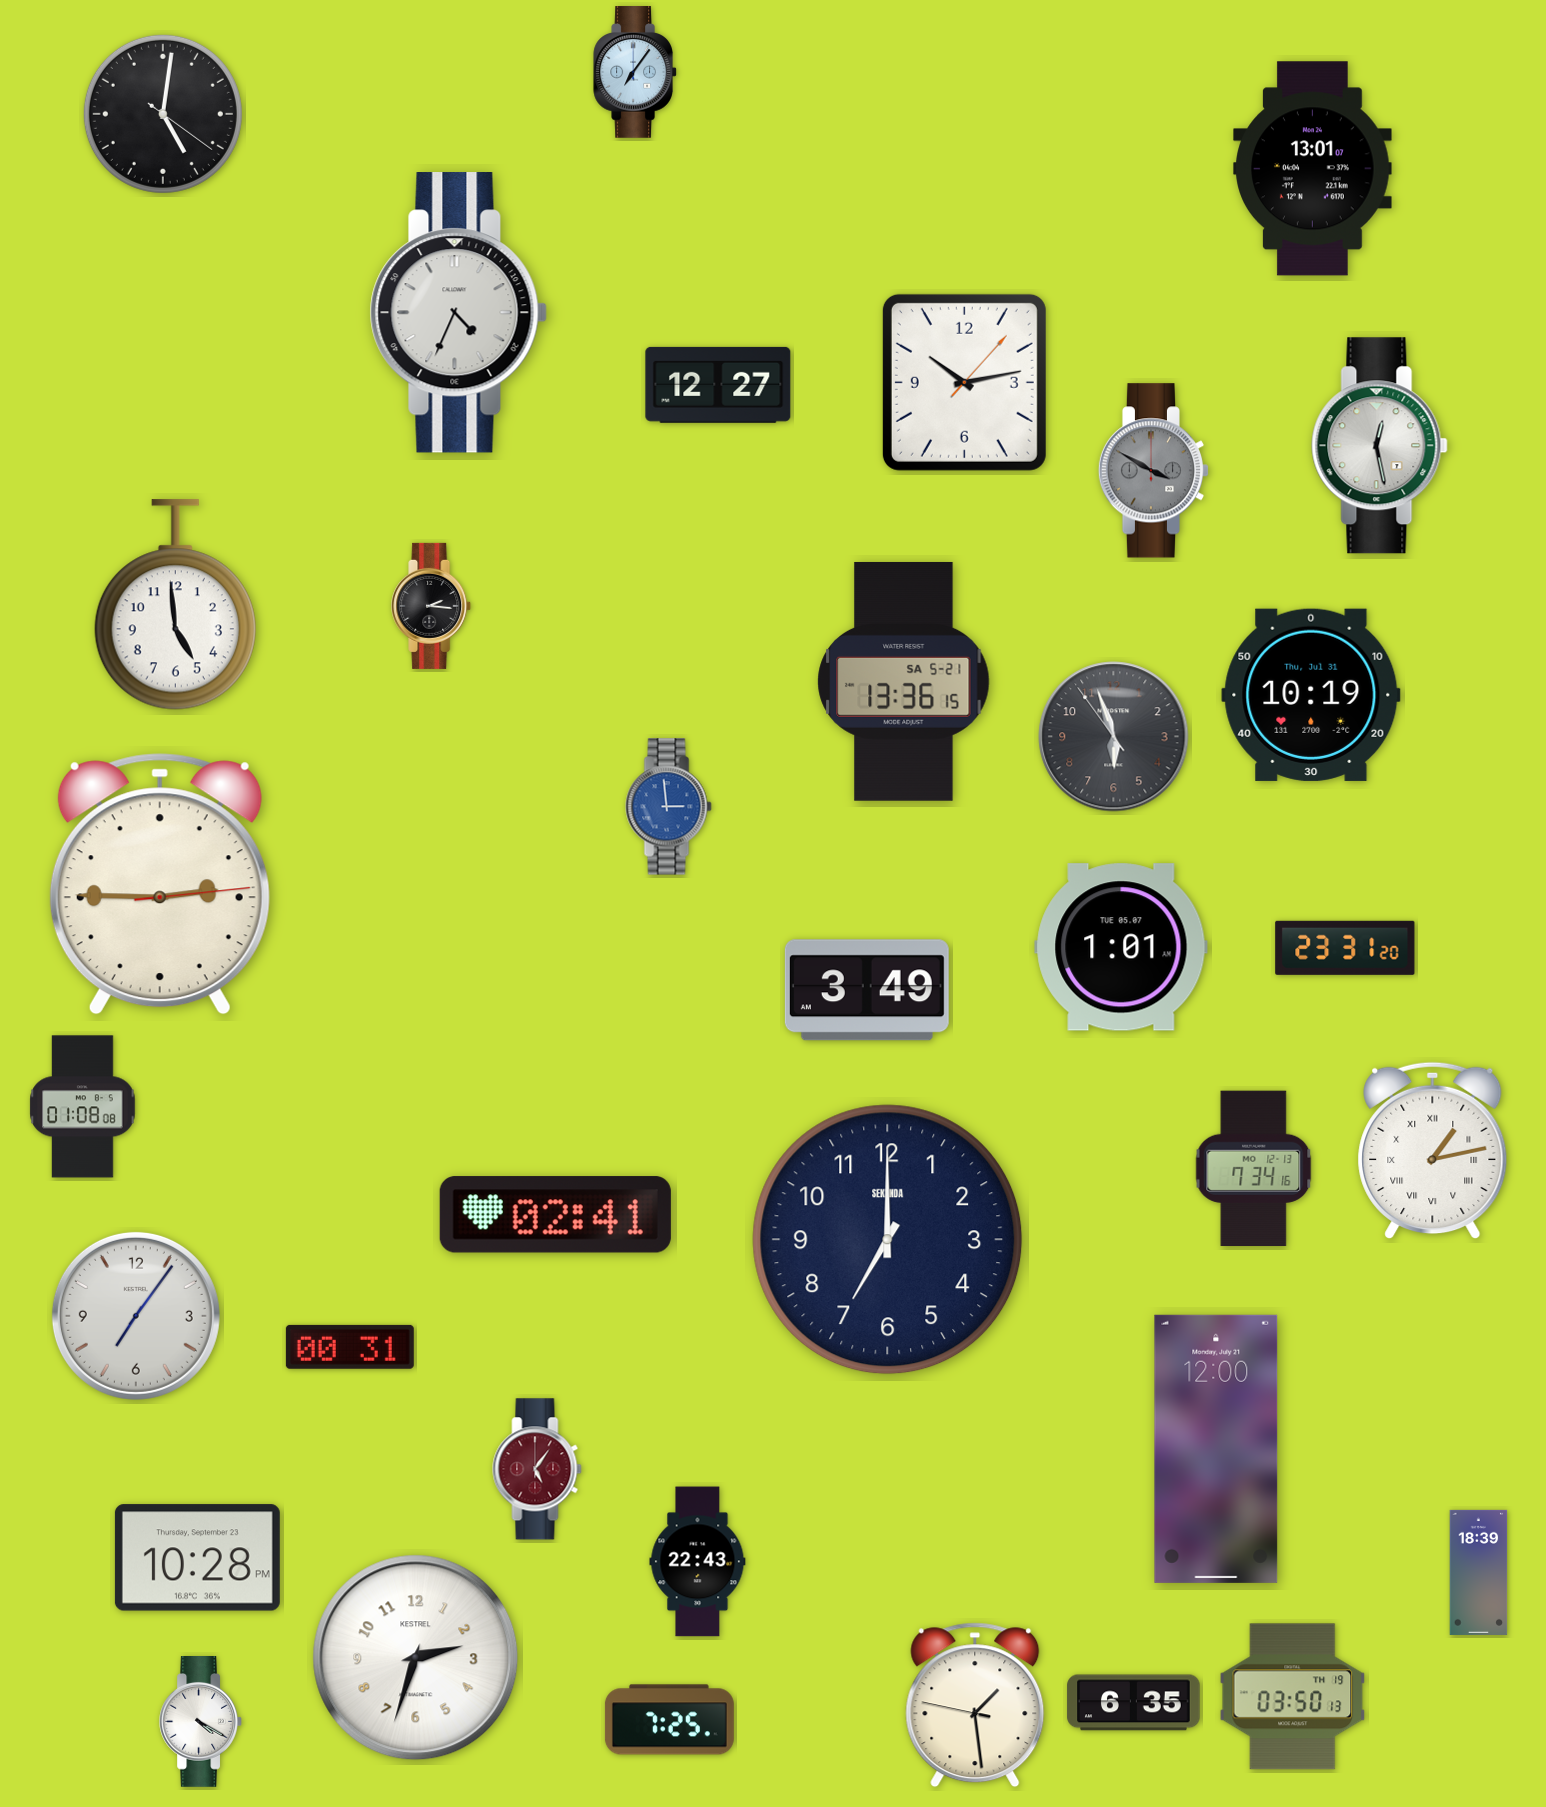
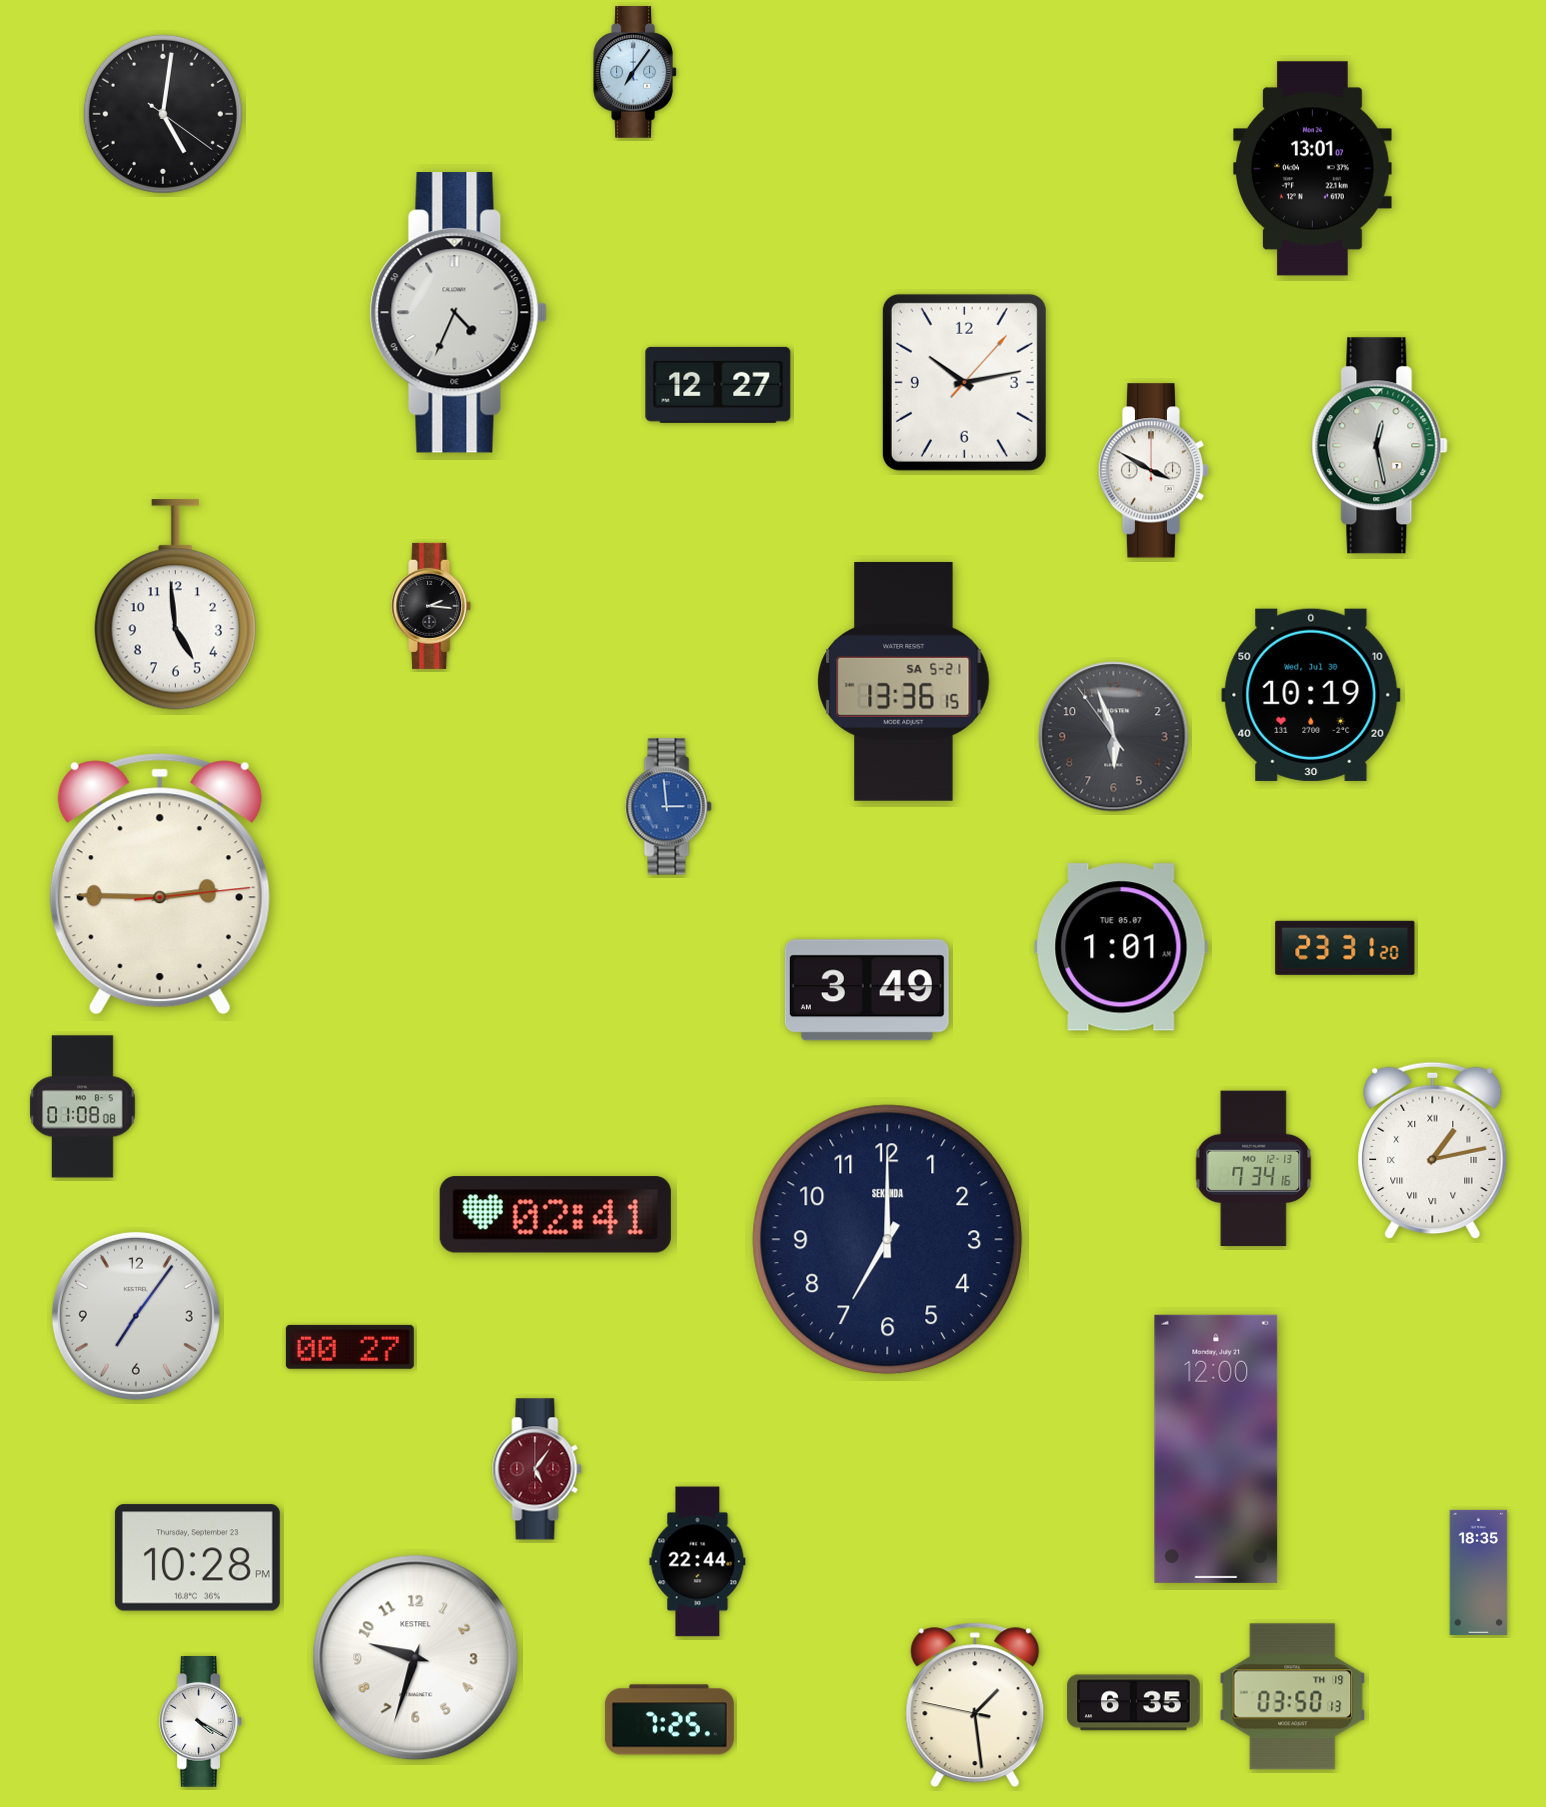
clock at (1154, 471) dial: grey -> white
clock at (1311, 695) date: Thu, Jul 31 -> Wed, Jul 30
clock at (350, 1347): 00:31 -> 00:27
clock at (698, 1562): 22:43 -> 22:44
clock at (1479, 1572): 18:39 -> 18:35
clock at (416, 1658): 2:33 -> 9:33
